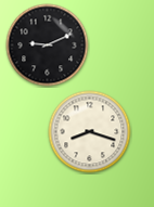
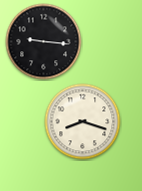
clock at (48, 46): 9:11 -> 9:16
